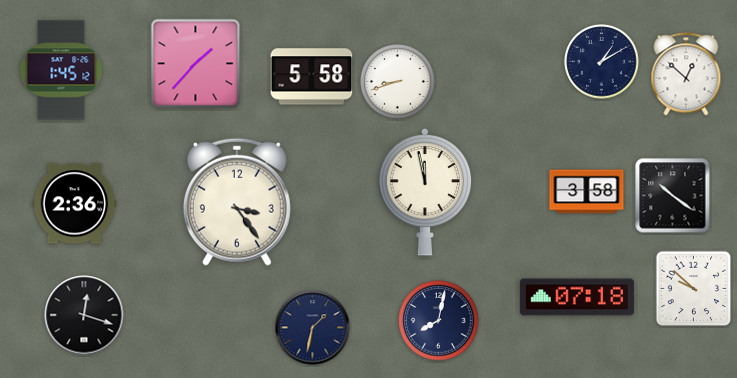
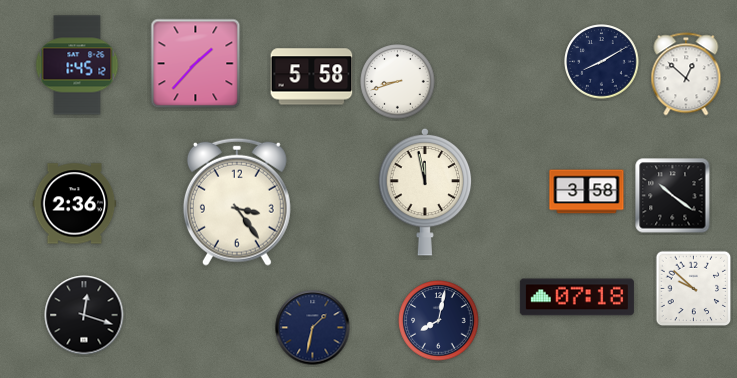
clock at (602, 62): 1:10 -> 8:10
clock at (61, 70) position: (61, 70) -> (77, 65)
